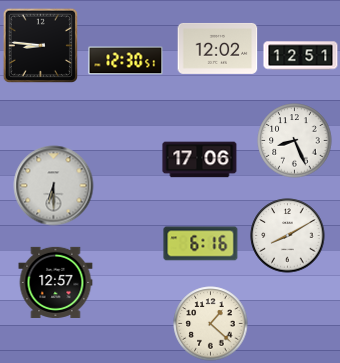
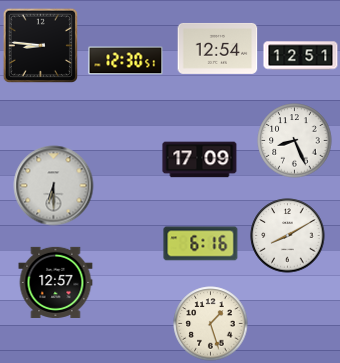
clock at (218, 48): 12:02 -> 12:54
clock at (200, 160): 17:06 -> 17:09
clock at (211, 324): 1:22 -> 1:27
